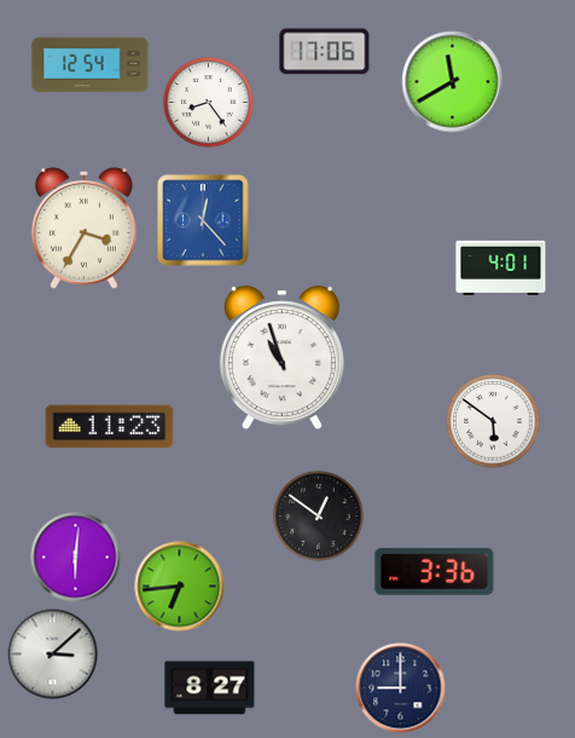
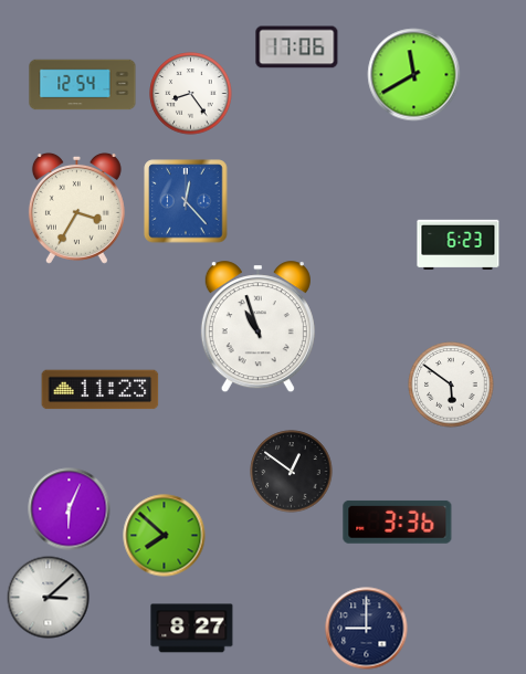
clock at (91, 65) position: (91, 65) -> (83, 85)
clock at (501, 267): 4:01 -> 6:23
clock at (76, 558): 6:01 -> 6:04
clock at (180, 587): 6:44 -> 7:52
